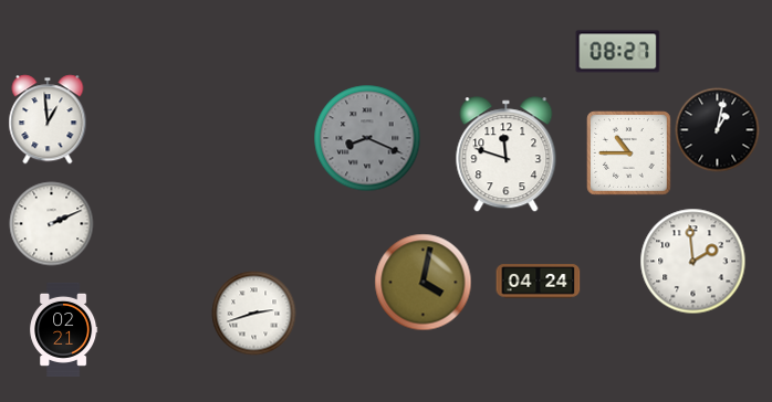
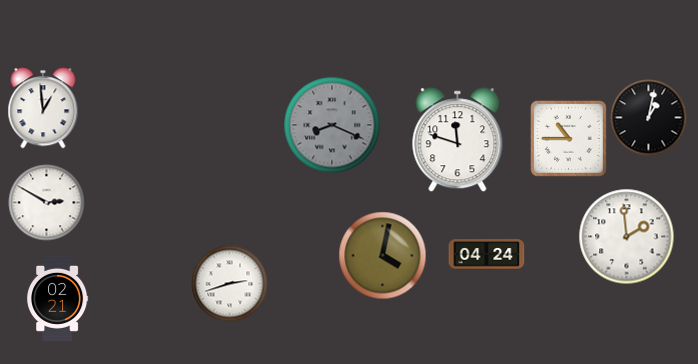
clock at (618, 52): 08:27 -> none
clock at (52, 224): 2:11 -> 2:50
